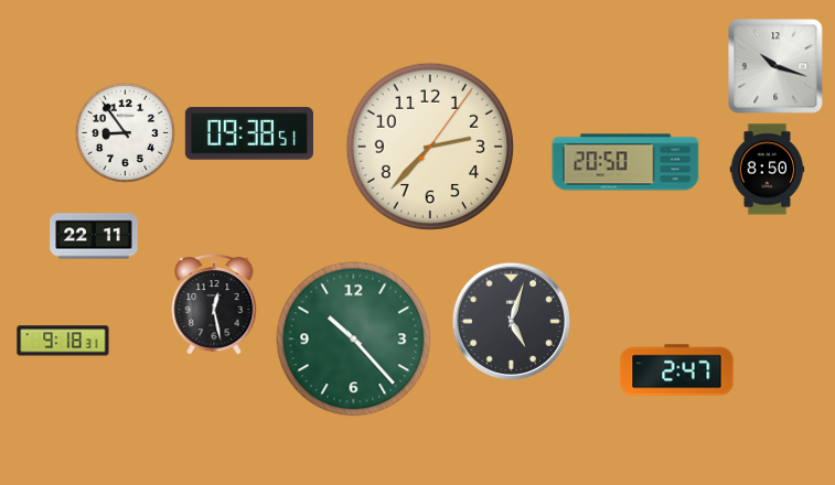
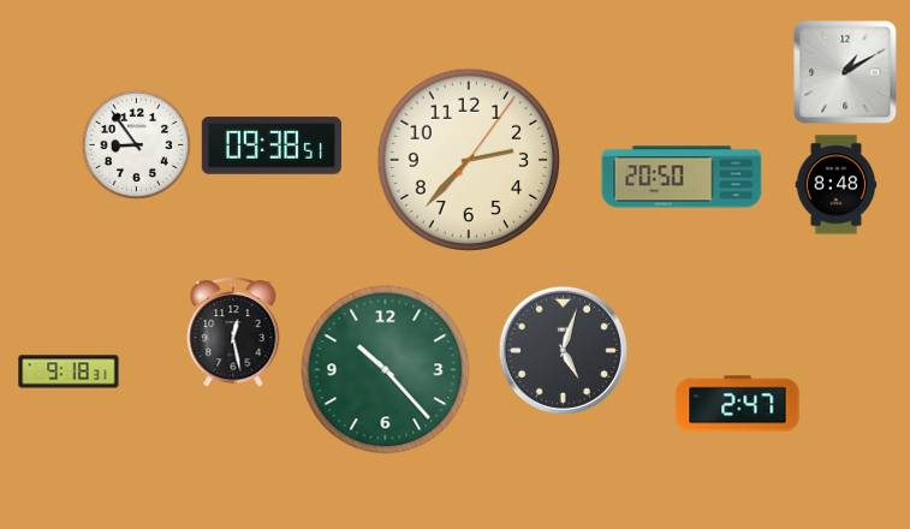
clock at (775, 66): 10:18 -> 1:10
clock at (768, 170): 8:50 -> 8:48
clock at (94, 236): 22:11 -> none
clock at (511, 321) position: (511, 321) -> (563, 350)
